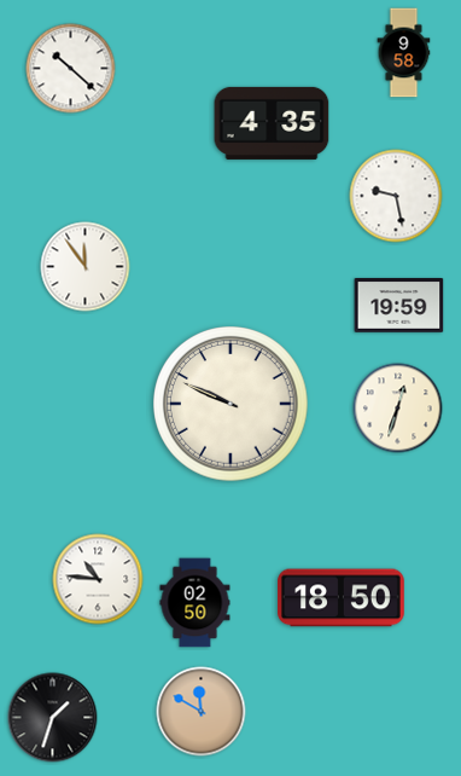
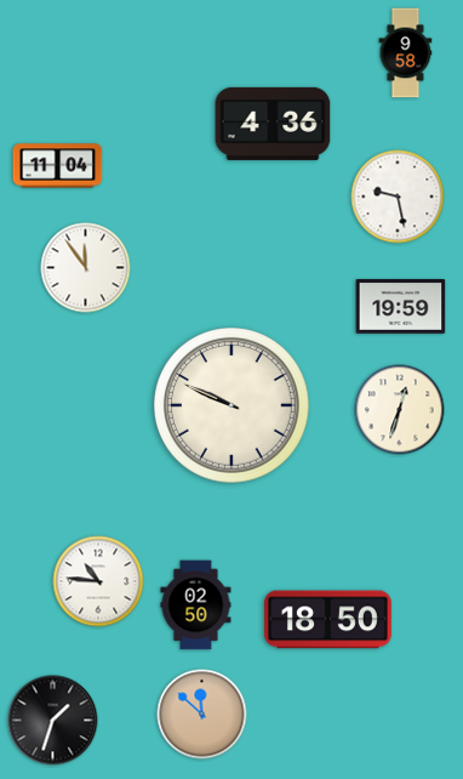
clock at (71, 69): 10:22 -> none
clock at (272, 123): 4:35 -> 4:36
clock at (58, 166): none -> 11:04
clock at (342, 598) position: (342, 598) -> (328, 620)
clock at (202, 712): 11:50 -> 11:52
